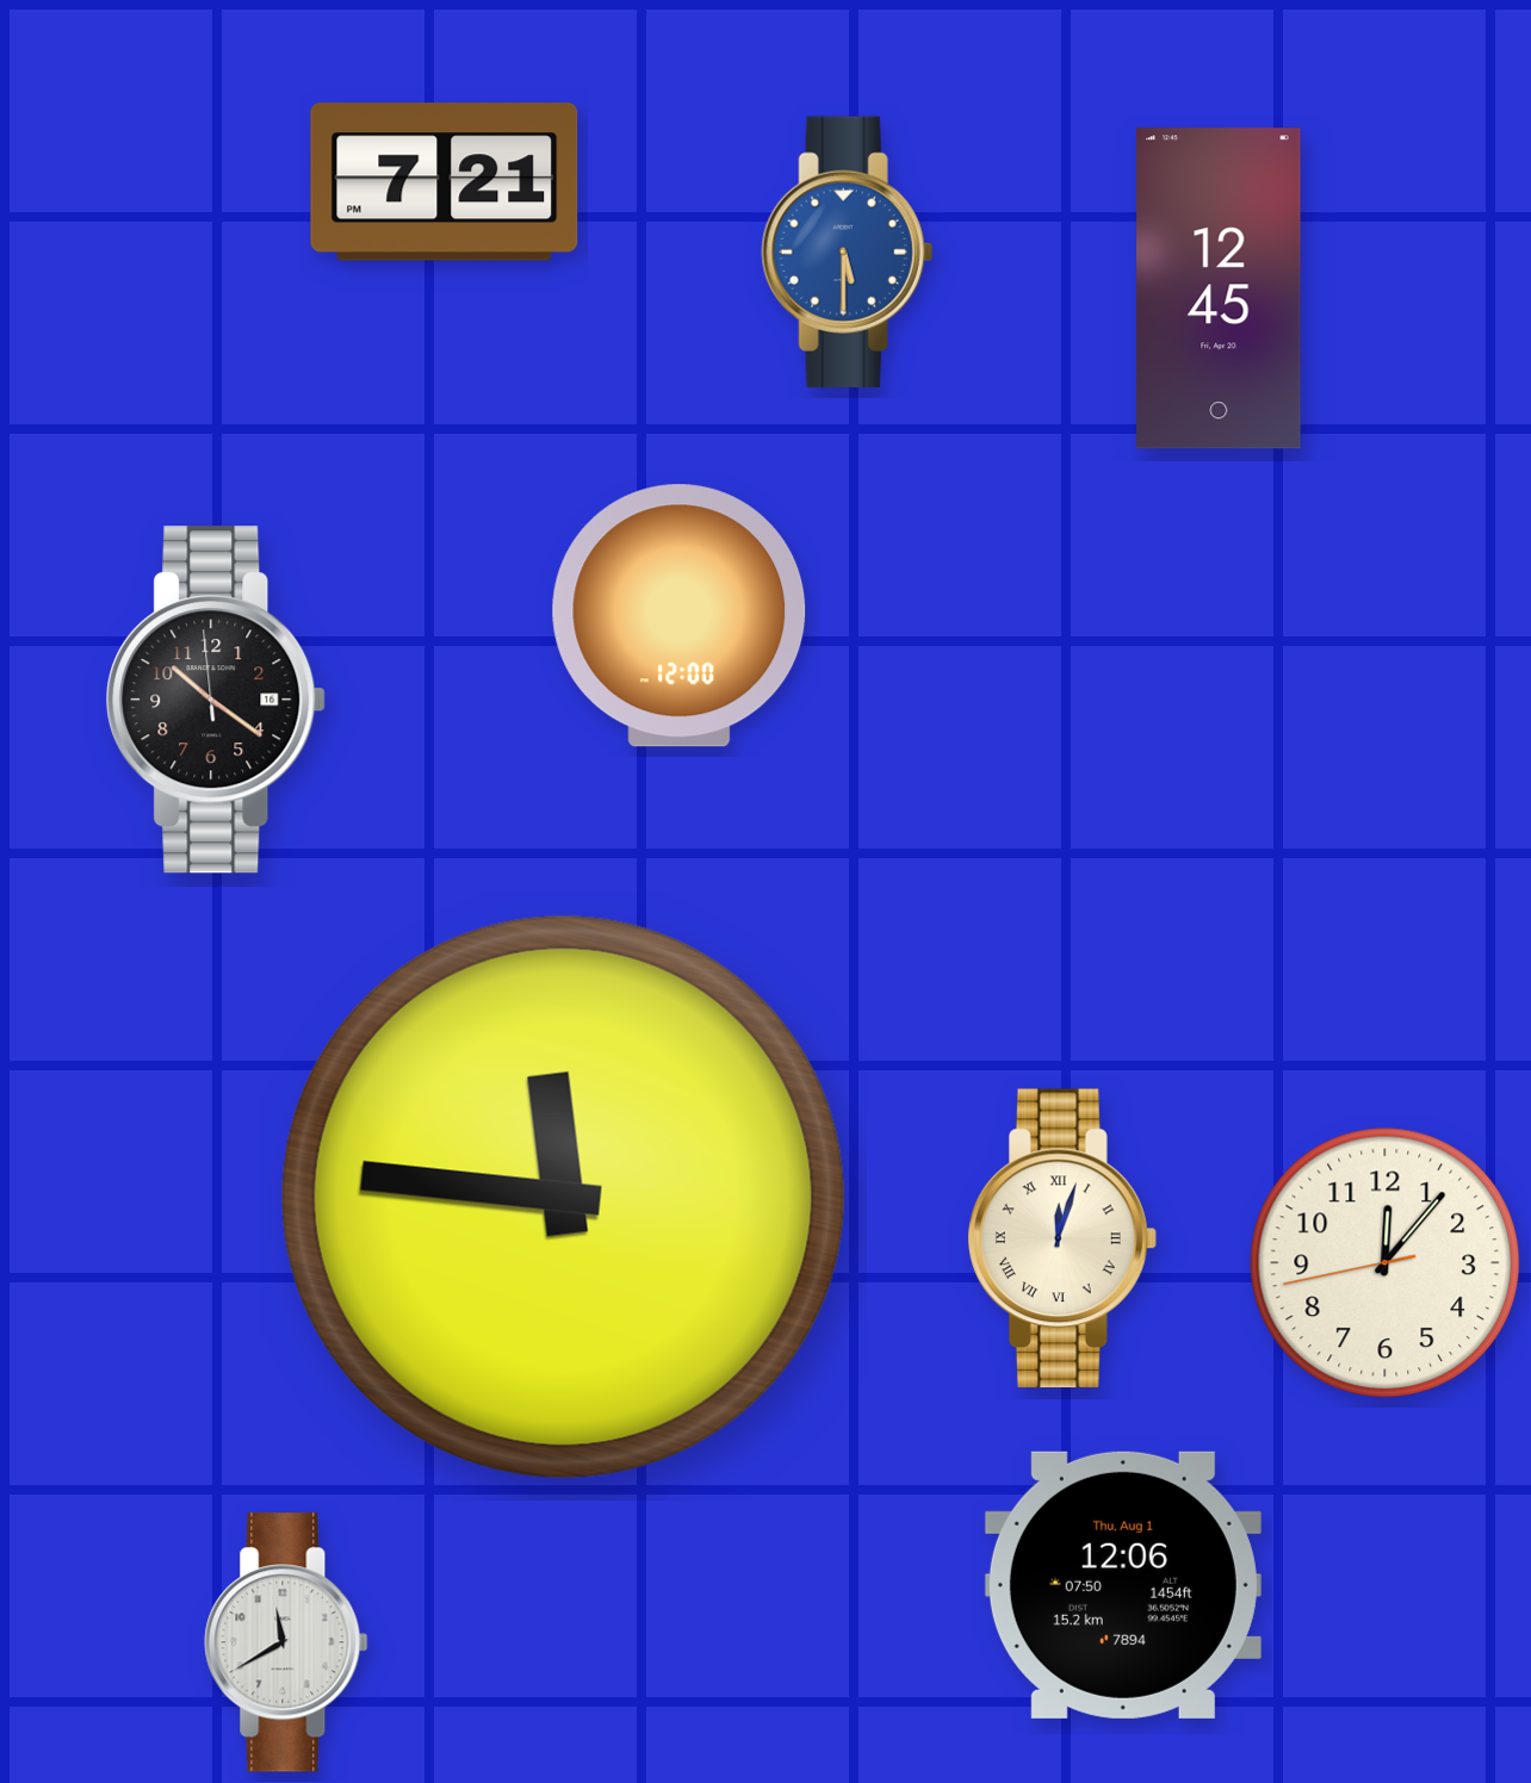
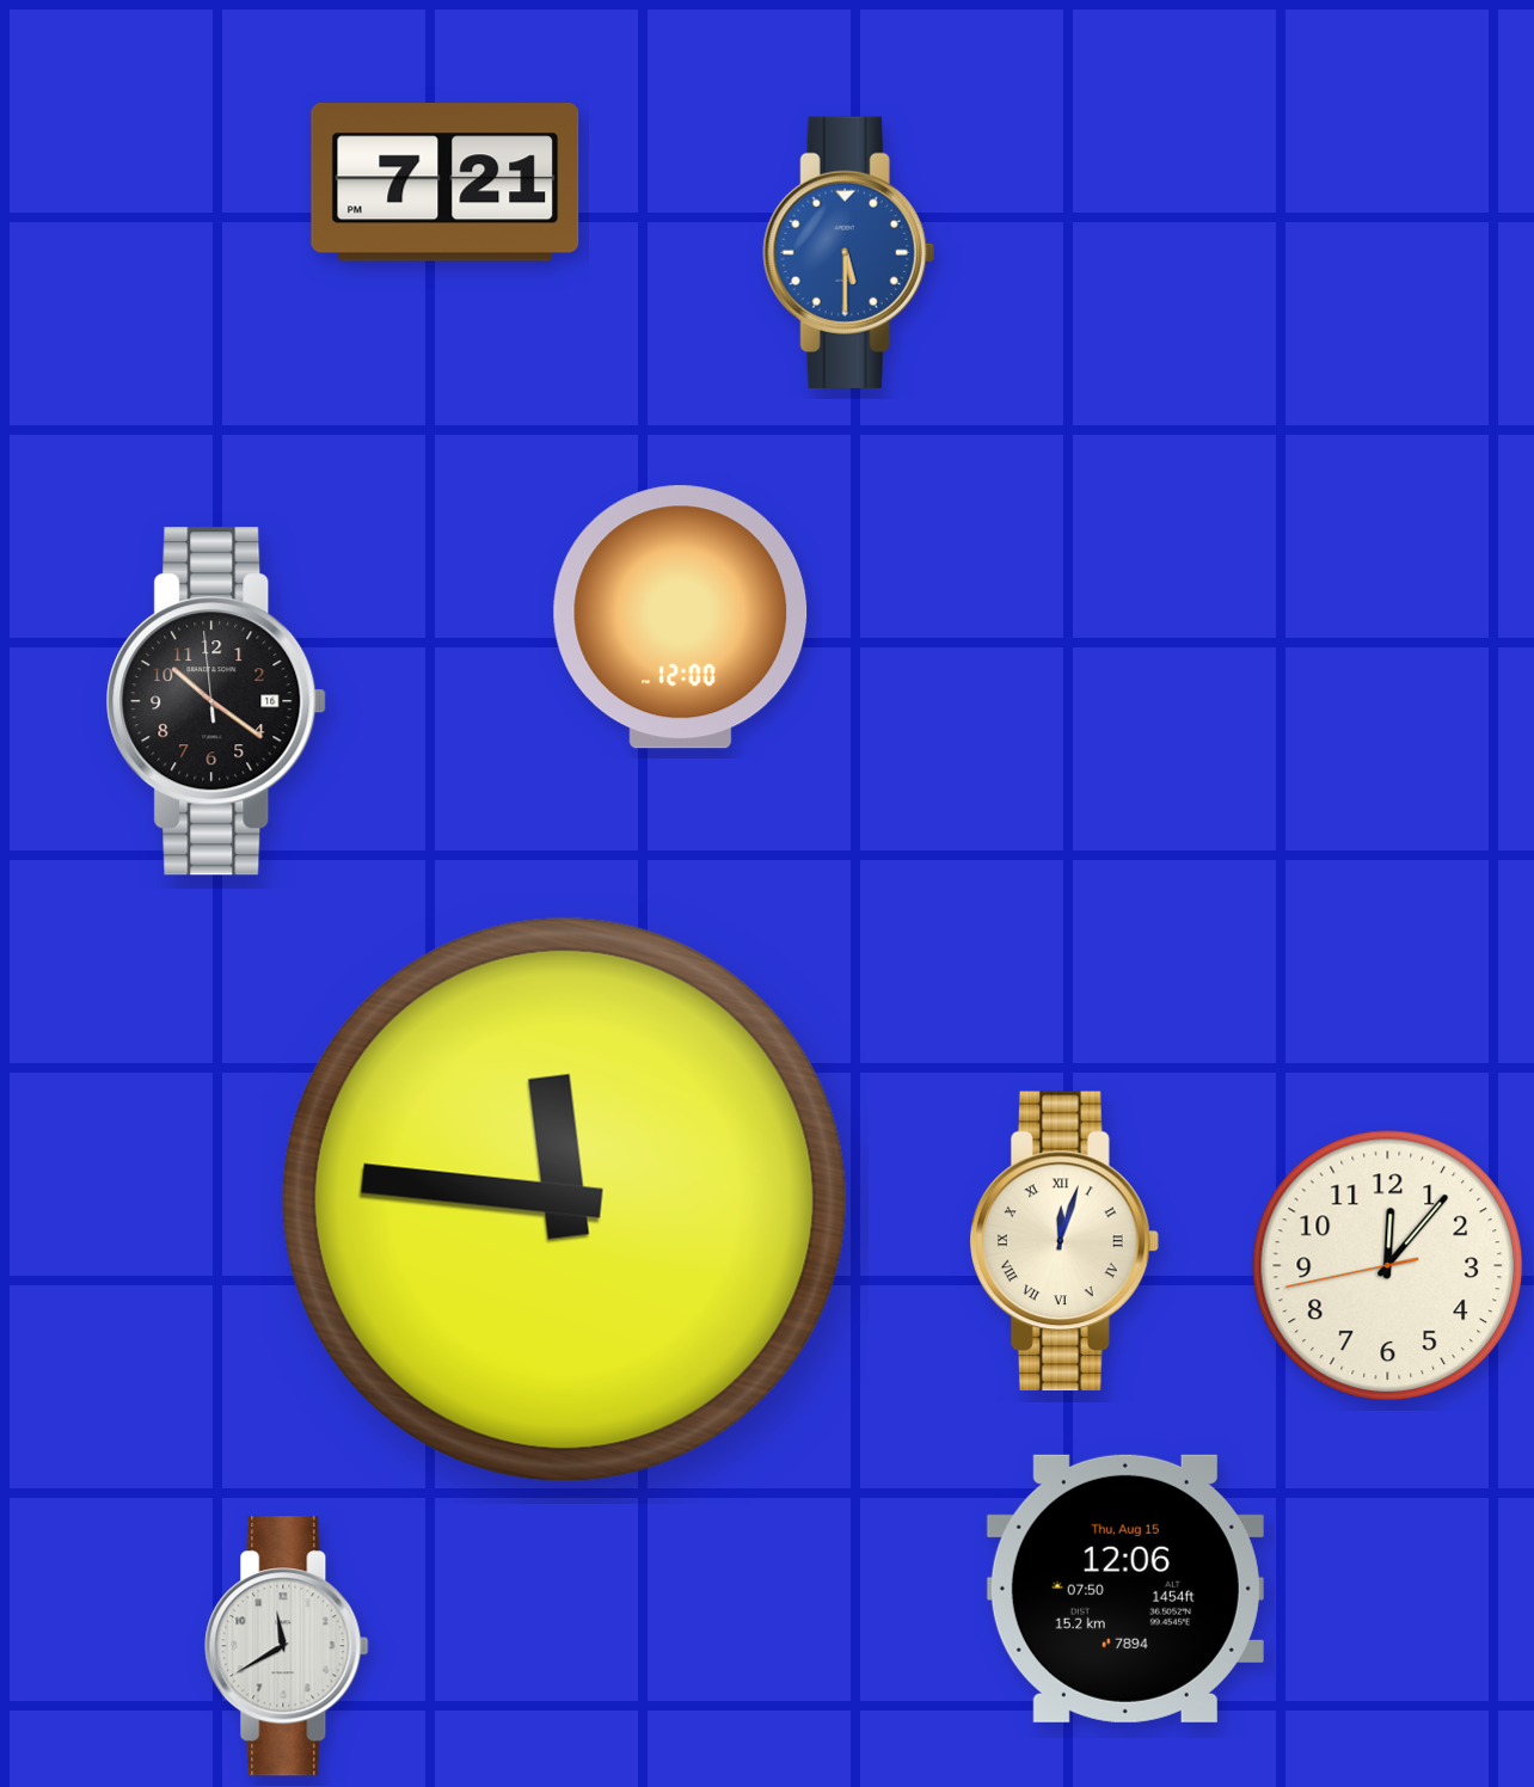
clock at (1219, 288): 12:45 -> none
clock at (1123, 1585) date: Thu, Aug 1 -> Thu, Aug 15
